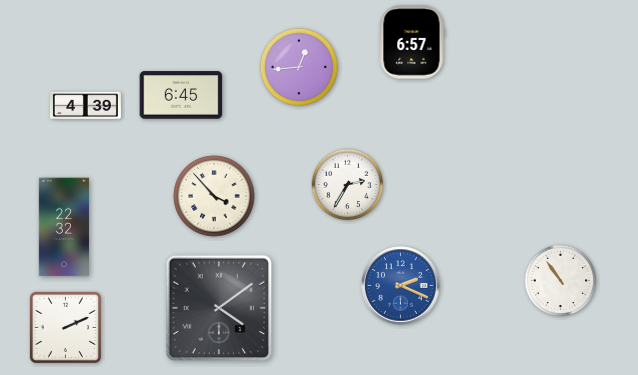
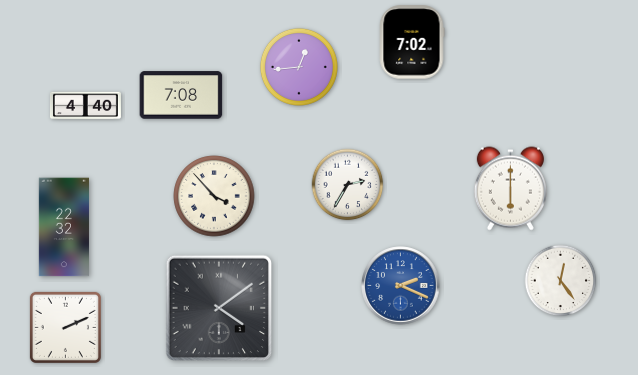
clock at (412, 42): 6:57 -> 7:02
clock at (181, 95): 6:45 -> 7:08
clock at (85, 106): 4:39 -> 4:40
clock at (510, 189): none -> 6:00
clock at (561, 281): 10:54 -> 12:24
